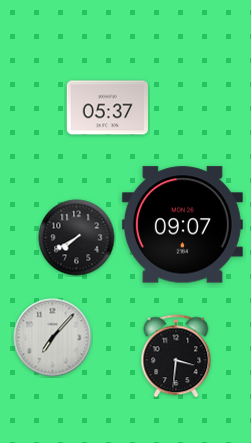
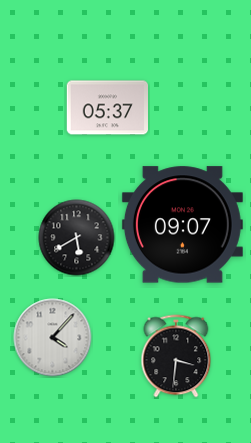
clock at (77, 238): 7:40 -> 5:40
clock at (53, 338): 7:07 -> 4:07
